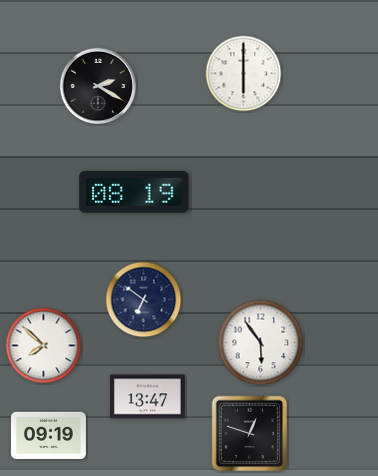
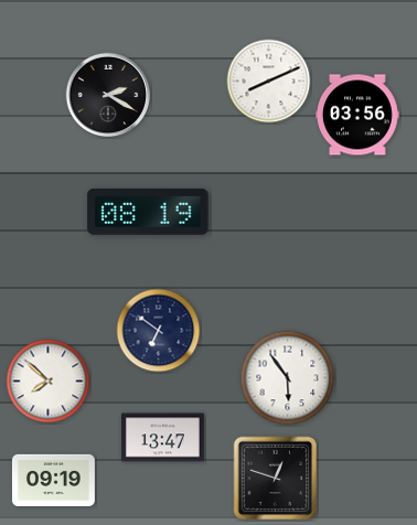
clock at (244, 74): 6:00 -> 8:11
clock at (359, 115): none -> 03:56
